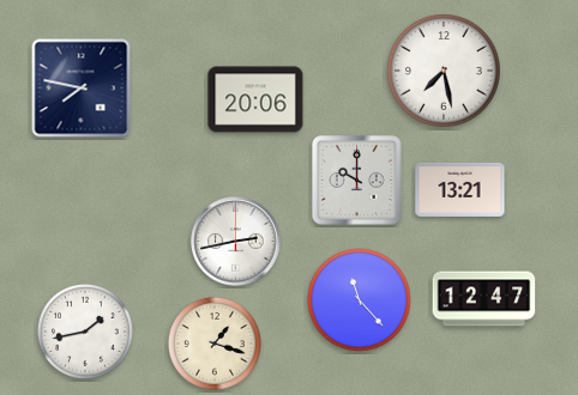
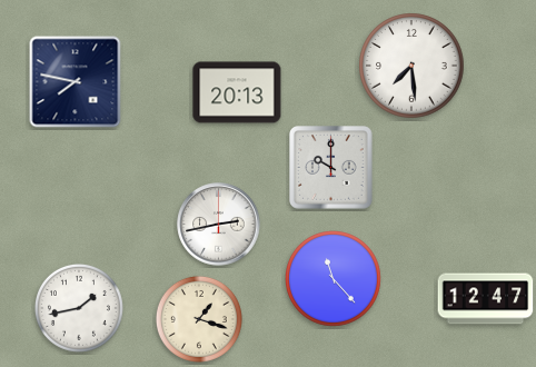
clock at (444, 71): 7:28 -> 7:29
clock at (255, 99): 20:06 -> 20:13
clock at (460, 189): 13:21 -> none
clock at (484, 299) position: (484, 299) -> (486, 299)
